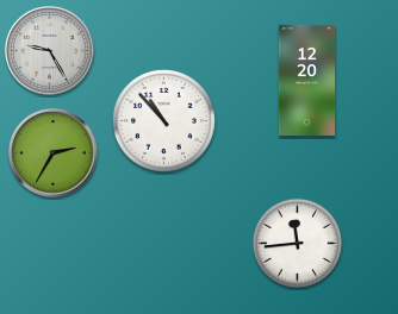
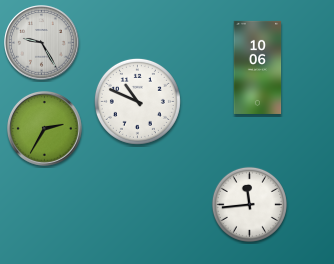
clock at (307, 80): 12:20 -> 10:06
clock at (163, 120): 10:53 -> 10:49
